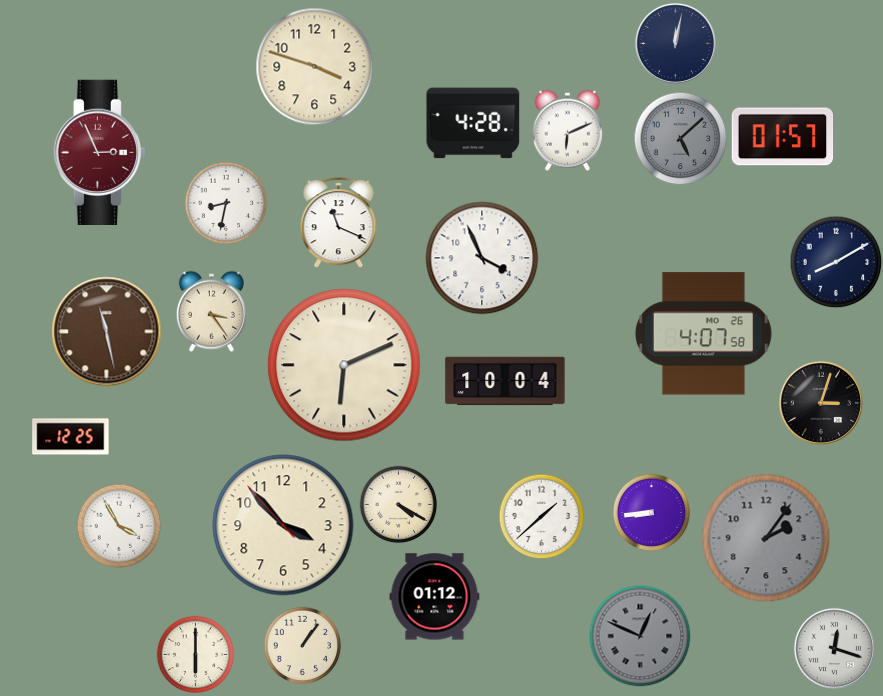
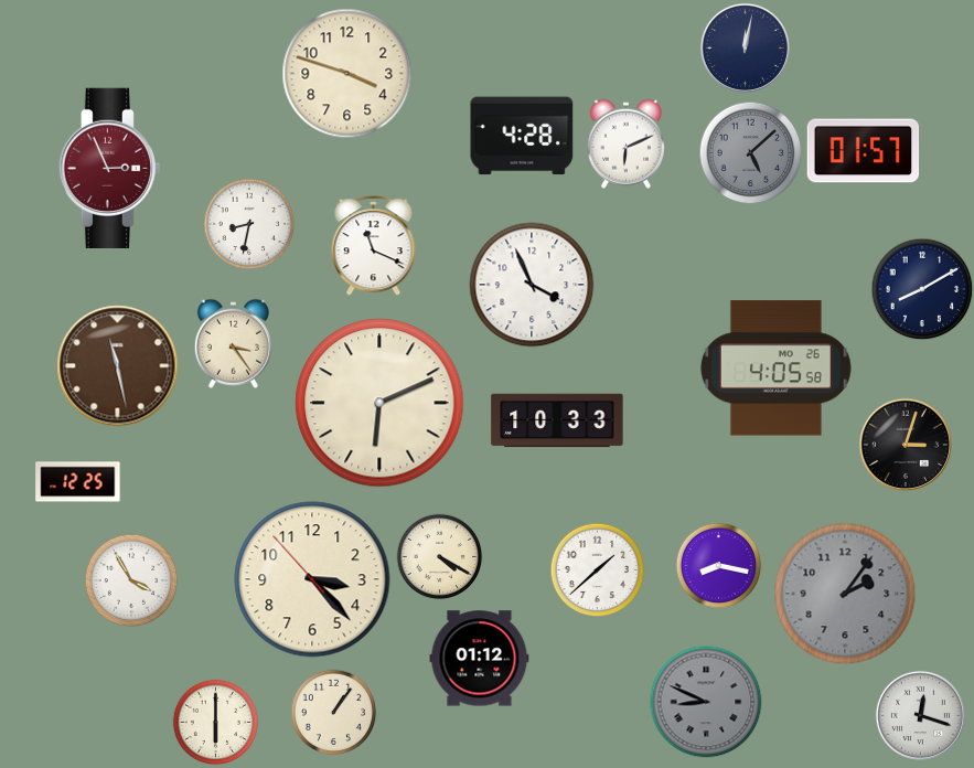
clock at (703, 334): 4:07 -> 4:05
clock at (505, 381): 10:04 -> 10:33
clock at (651, 512): 8:44 -> 8:17
clock at (283, 525): 3:52 -> 3:22
clock at (640, 636): 12:49 -> 8:49
